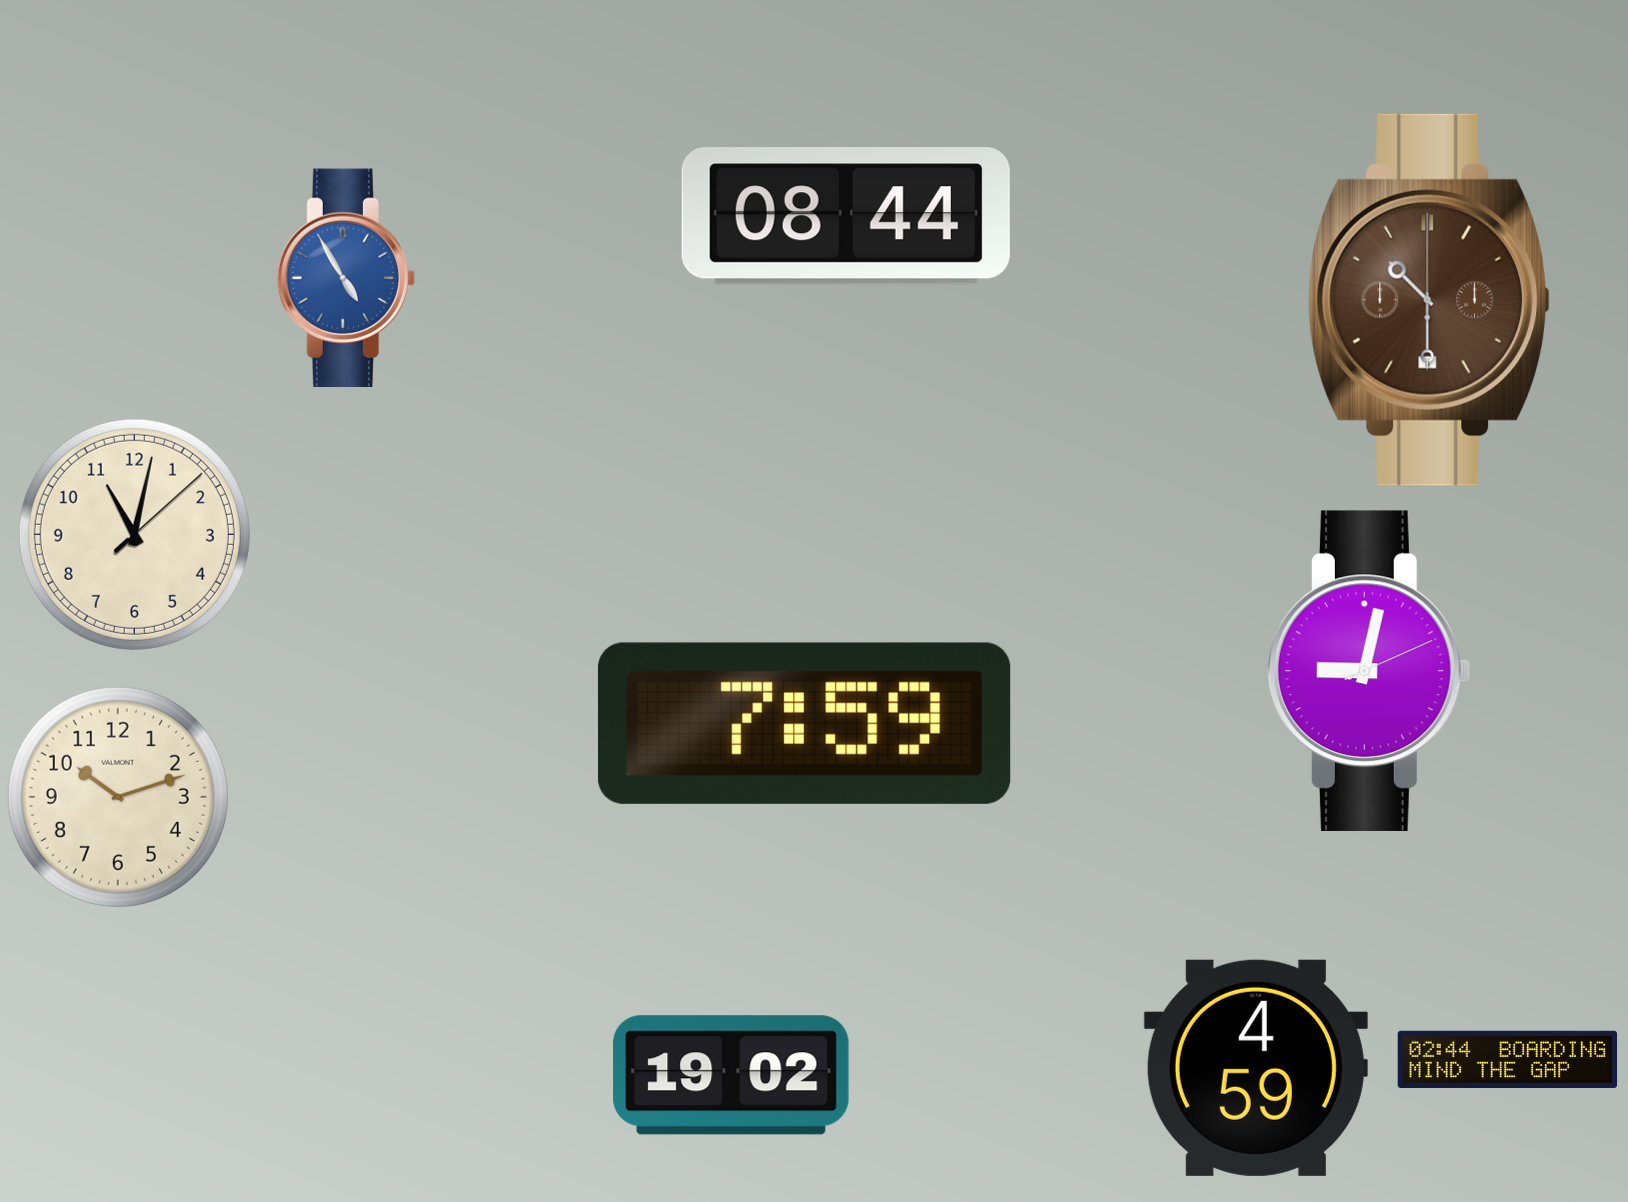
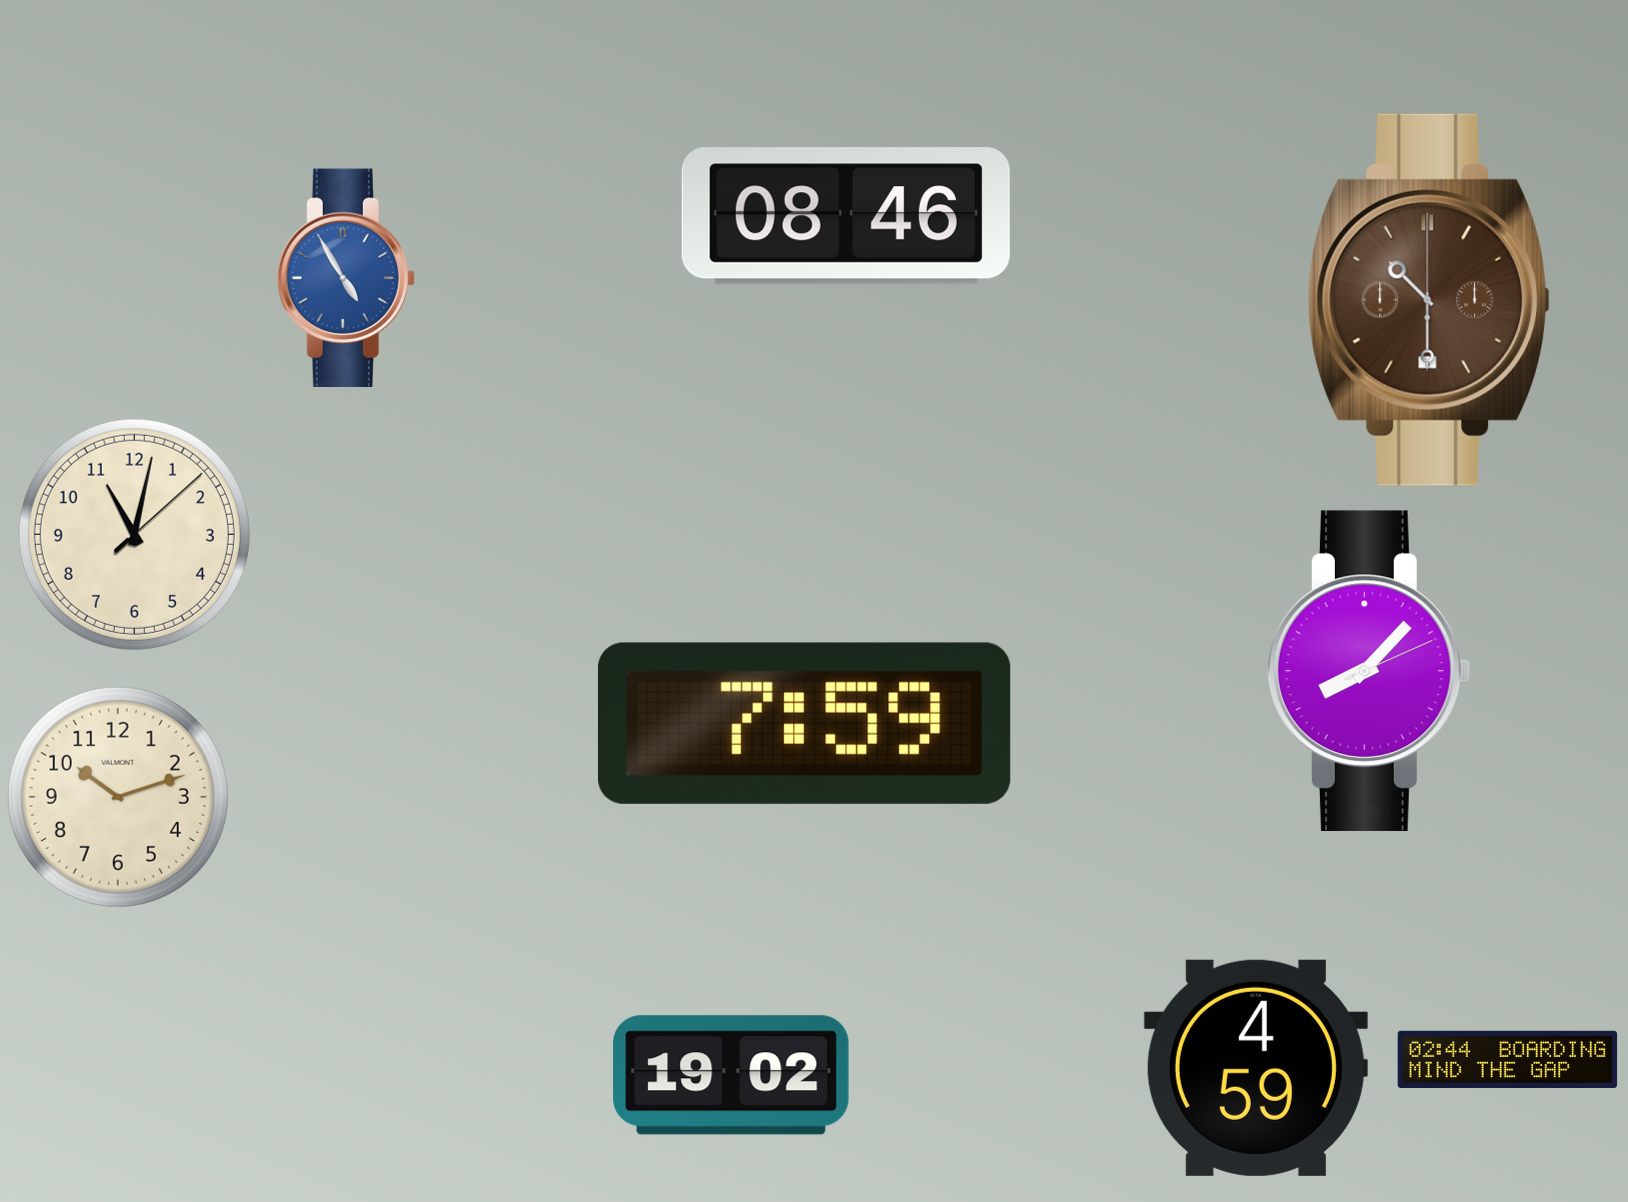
clock at (846, 216): 08:44 -> 08:46
clock at (1368, 671): 9:02 -> 8:07
